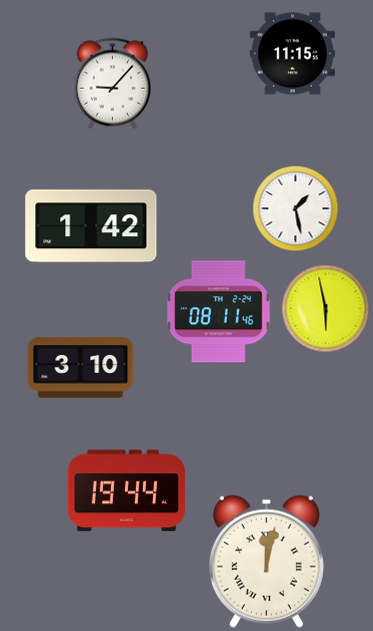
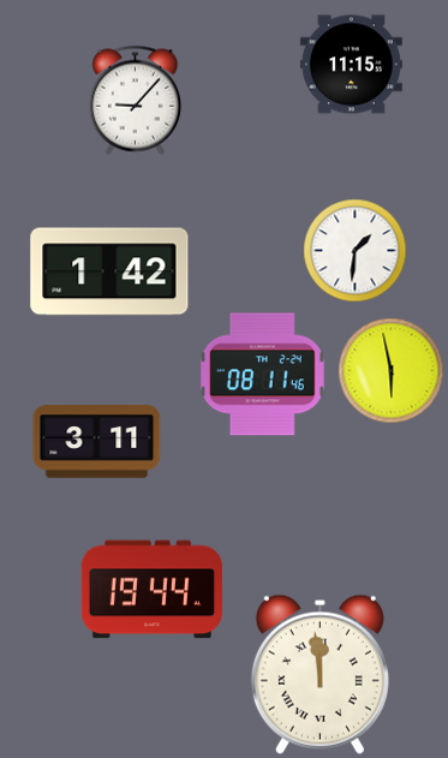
clock at (296, 209): 1:28 -> 1:31
clock at (81, 368): 3:10 -> 3:11
clock at (266, 561): 12:02 -> 11:59
